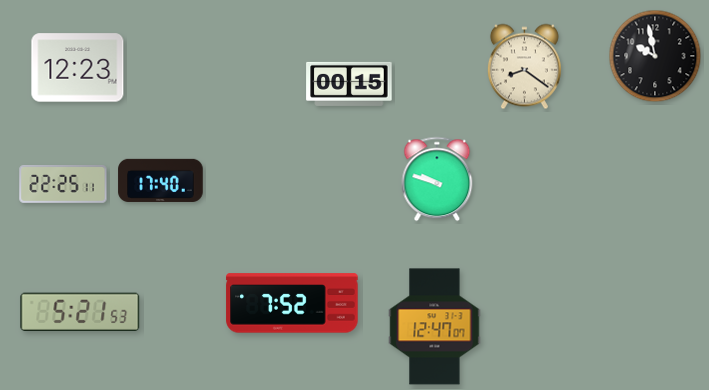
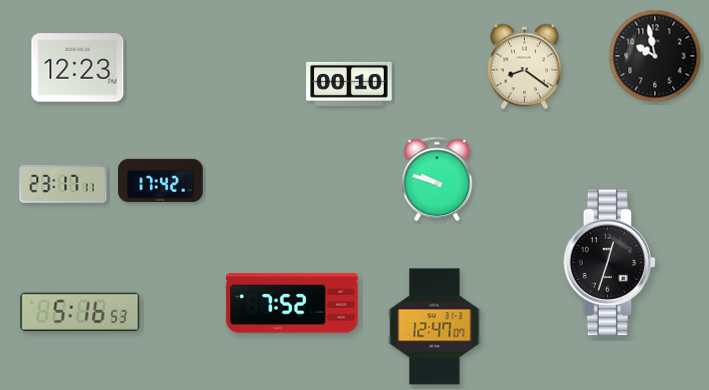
clock at (349, 84): 00:15 -> 00:10
clock at (161, 180): 17:40 -> 17:42
clock at (63, 185): 22:25 -> 23:17
clock at (610, 263): none -> 12:33
clock at (80, 312): 5:21 -> 5:16
